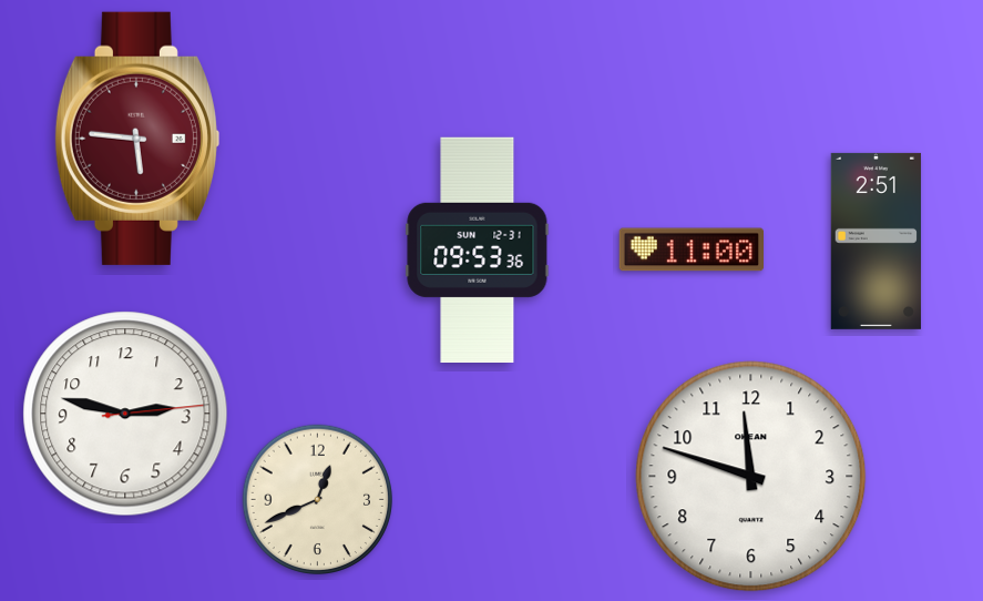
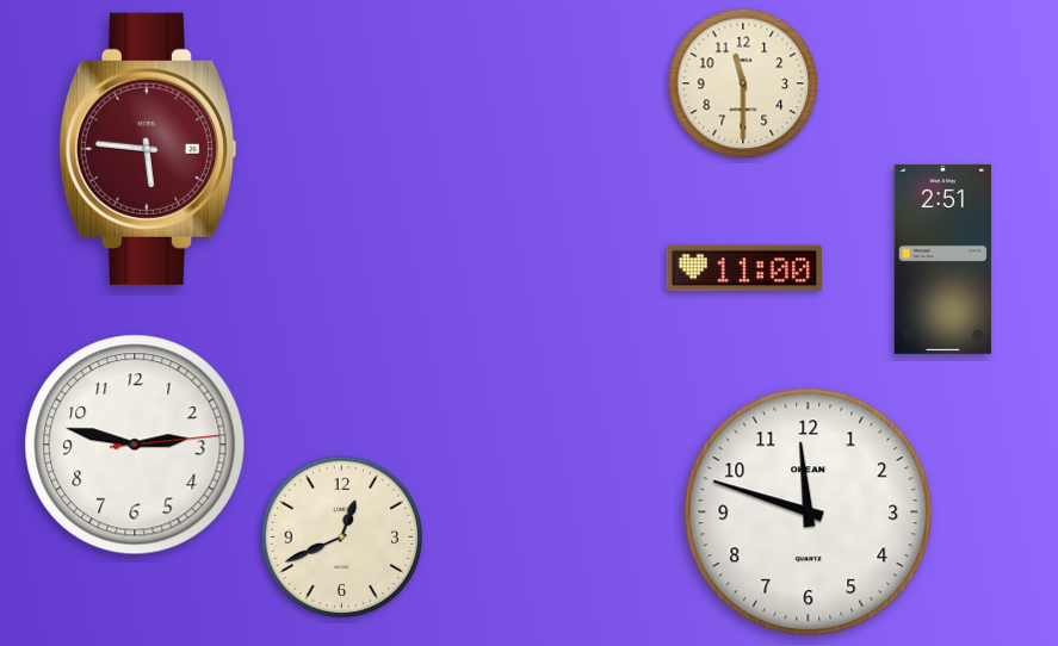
clock at (743, 83): none -> 11:30
clock at (478, 249): 09:53 -> none
